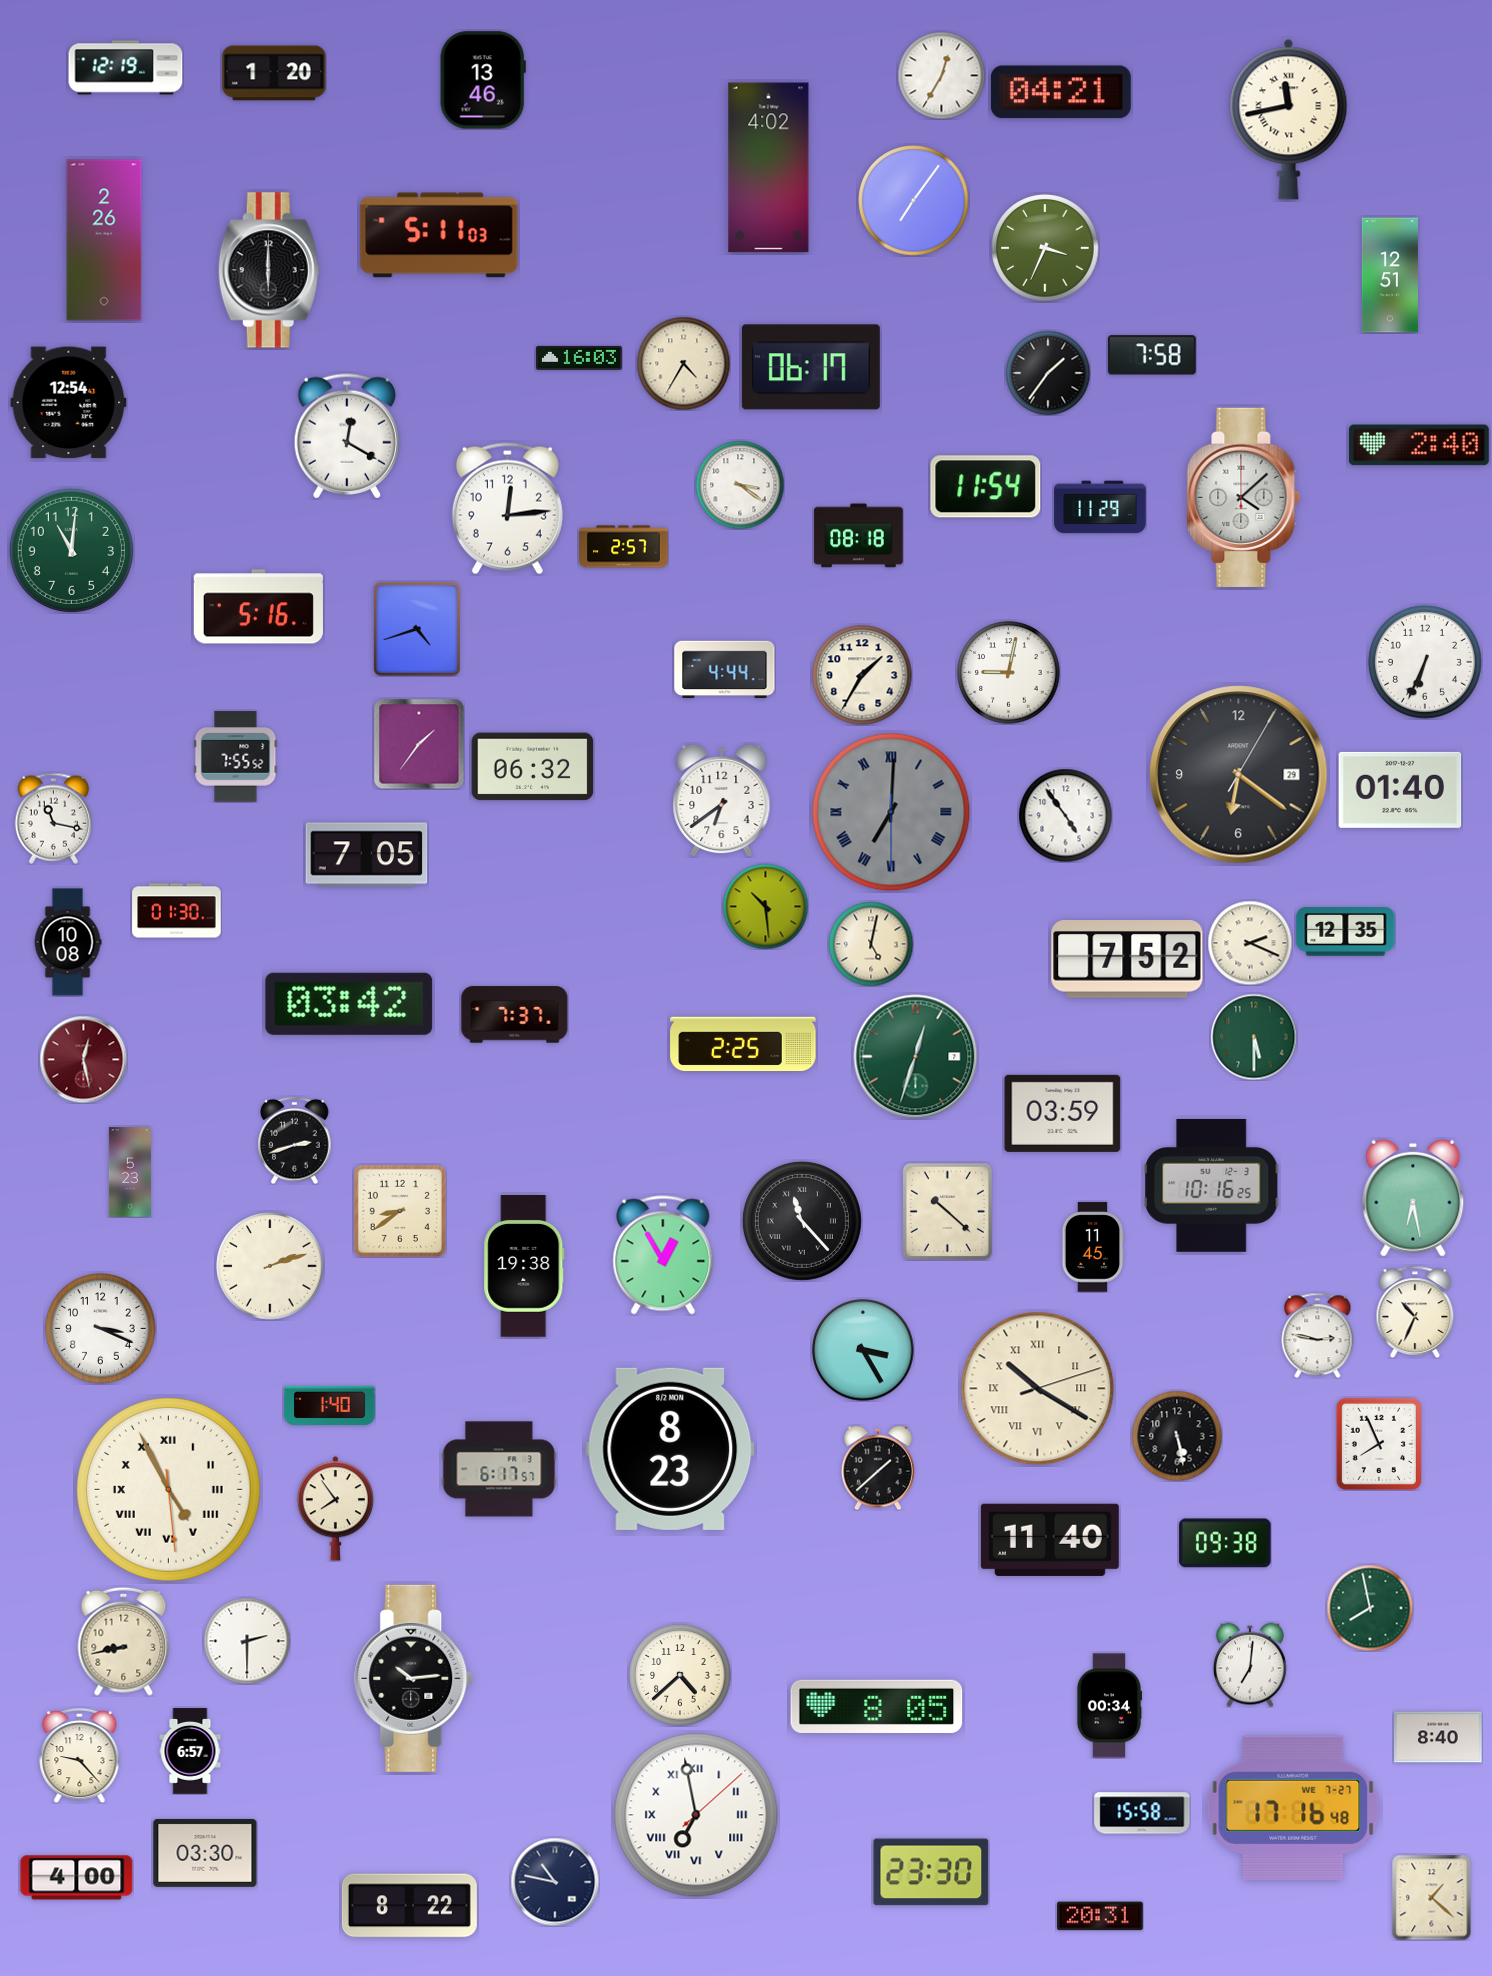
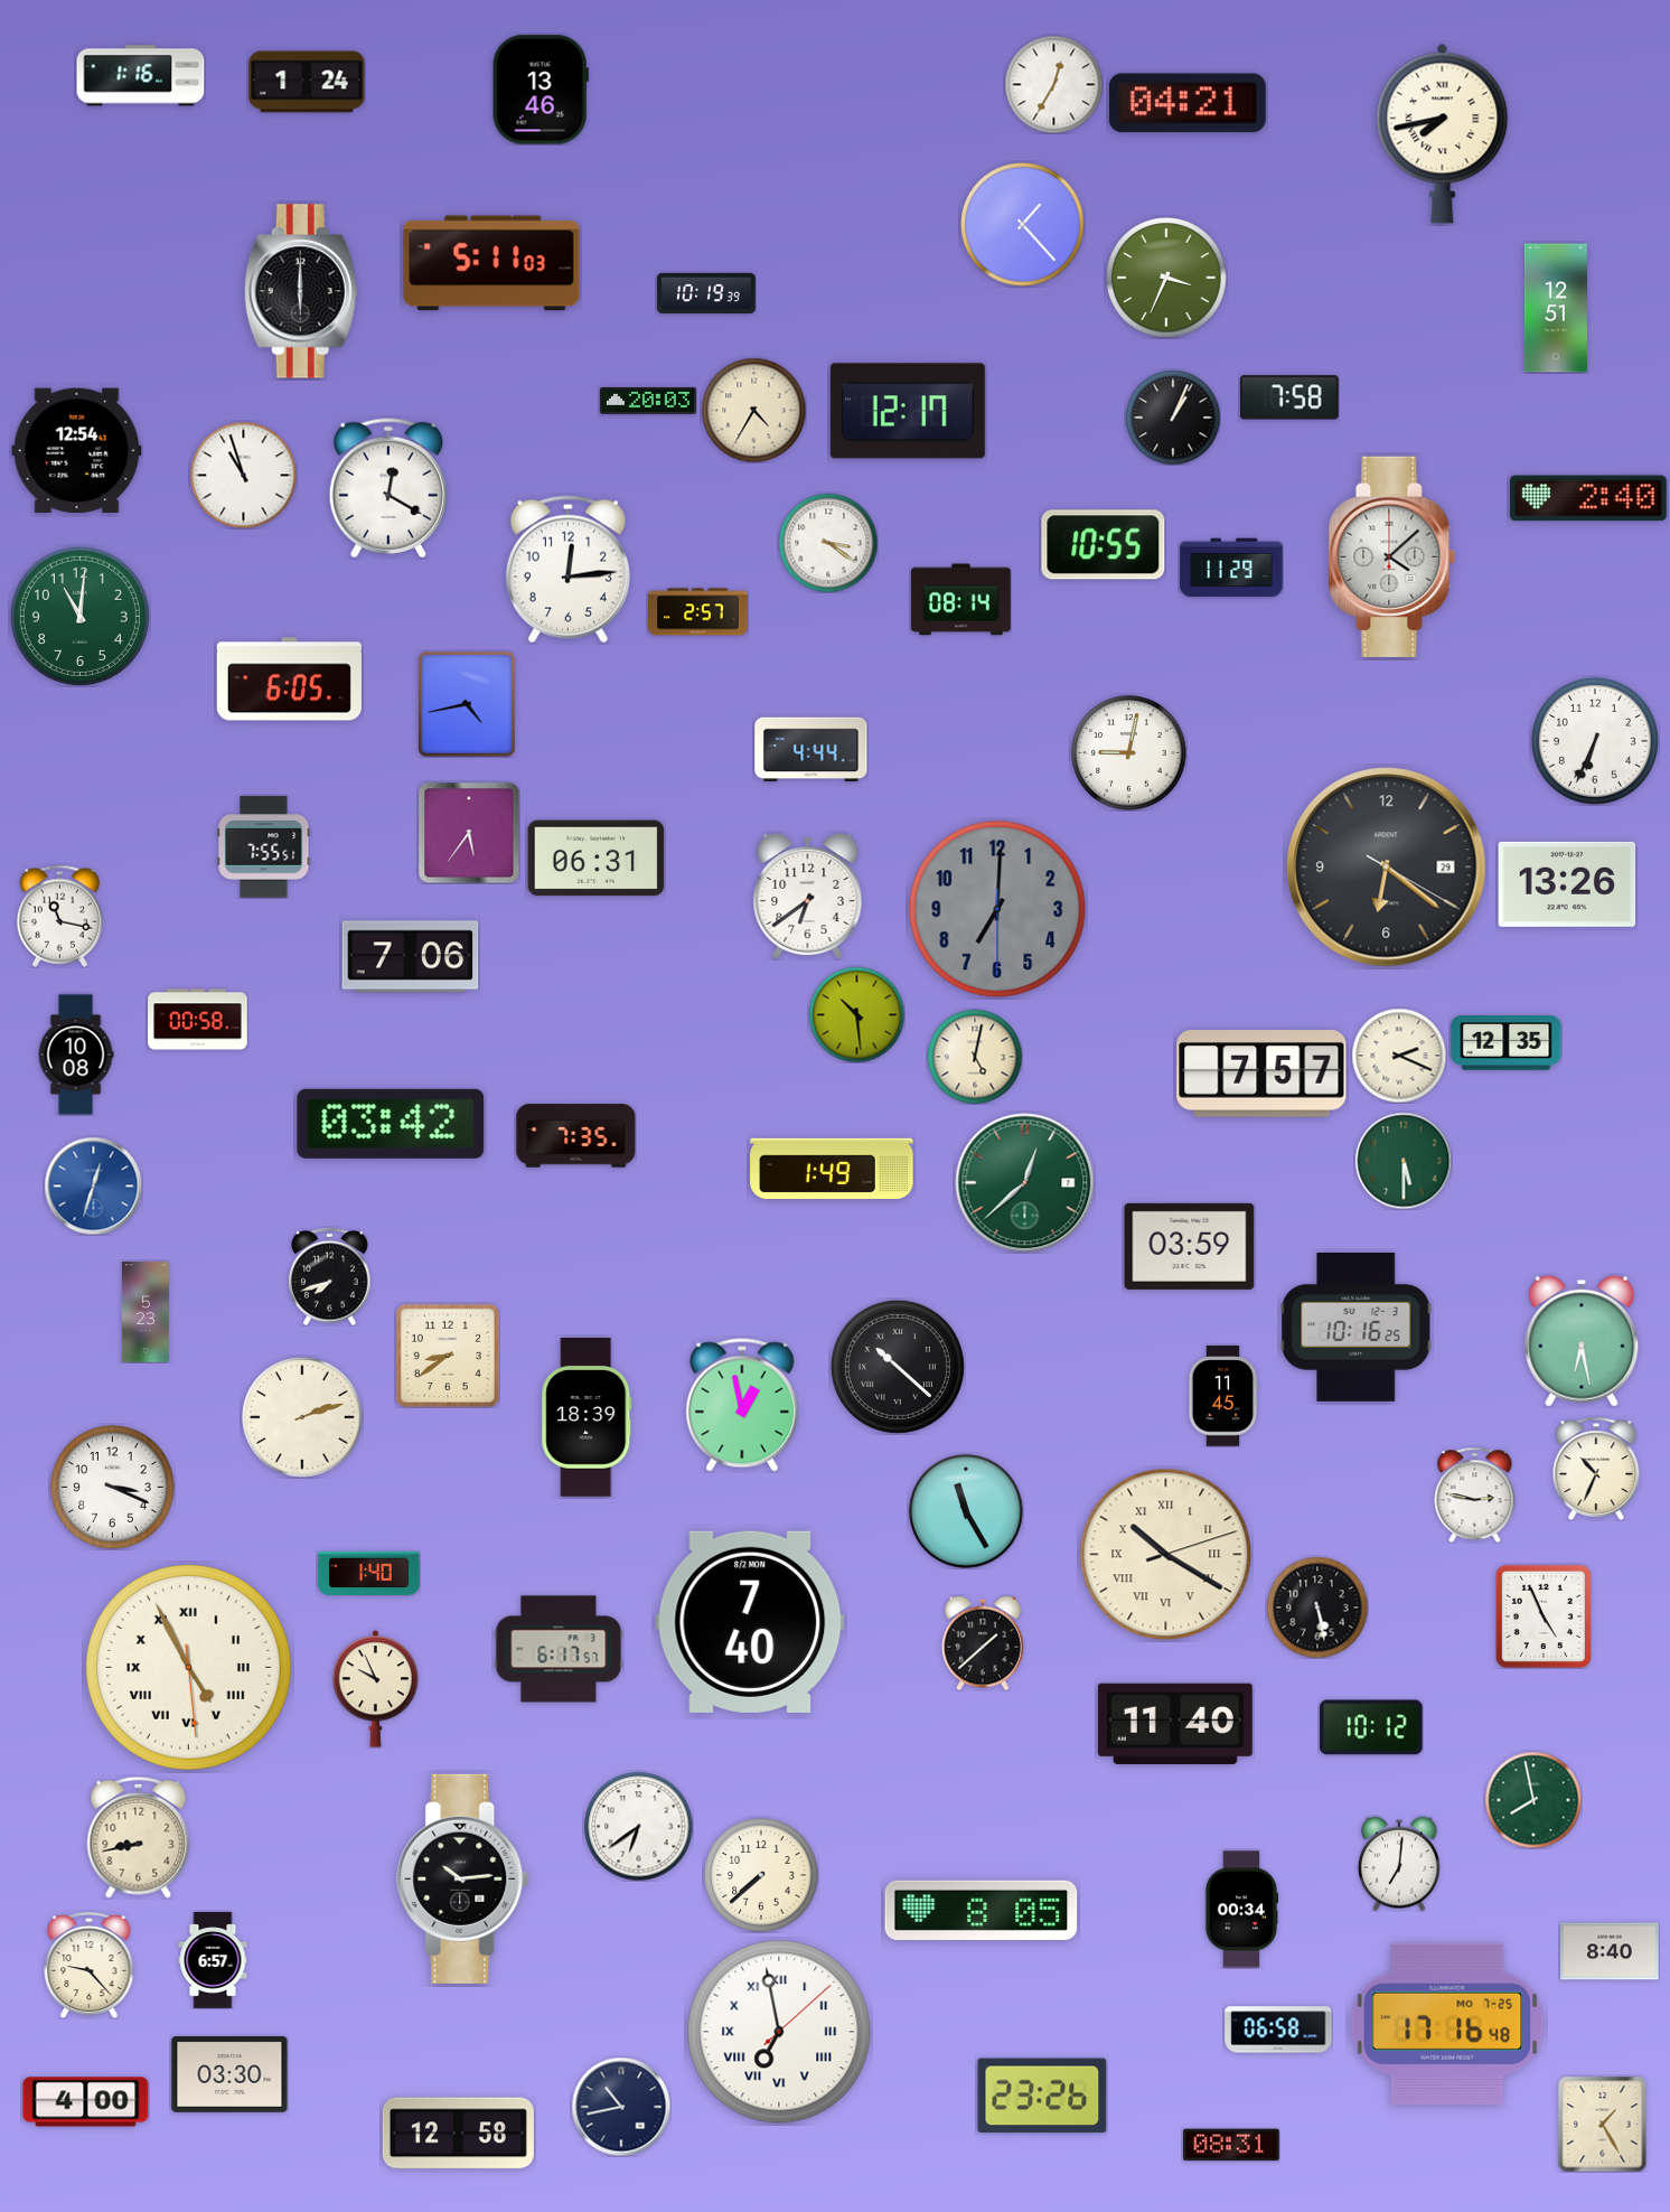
clock at (126, 68): 12:19 -> 1:16
clock at (274, 73): 1:20 -> 1:24
clock at (1289, 119): 11:43 -> 7:43
clock at (769, 168): 4:02 -> none
clock at (914, 201): 7:06 -> 1:23
clock at (104, 240): 2:26 -> none
clock at (1045, 248) position: (1045, 248) -> (1166, 278)
clock at (706, 292): none -> 10:19
clock at (269, 270) position: (269, 270) -> (301, 291)
clock at (580, 358): 16:03 -> 20:03
clock at (683, 363) position: (683, 363) -> (753, 410)
clock at (811, 367): 06:17 -> 12:17
clock at (1048, 373): 1:36 -> 1:04
clock at (243, 475): none -> 10:57
clock at (986, 487): 11:54 -> 10:55
clock at (859, 536): 08:18 -> 08:14
clock at (258, 607): 5:16 -> 6:05
clock at (417, 629): 4:42 -> 4:43
clock at (862, 675): 1:35 -> none
clock at (419, 744): 1:36 -> 5:36
clock at (236, 757): 7:55:52 -> 7:55:51
clock at (533, 767): 06:32 -> 06:31
clock at (1239, 775): 6:21:05 -> 6:21:20
clock at (1400, 790): 01:40 -> 13:26
clock at (891, 812) numerals: Roman -> Arabic
clock at (1065, 815): 4:54 -> none
clock at (367, 855): 7:05 -> 7:06
clock at (177, 911): 01:30 -> 00:58
clock at (1127, 960): 7:52 -> 7:57
clock at (515, 1015): 7:37 -> 7:35
clock at (743, 1043): 2:25 -> 1:49
clock at (916, 1057): 12:33 -> 12:38
clock at (83, 1059): 12:28 -> 12:33
clock at (83, 1059) dial: burgundy -> blue
clock at (295, 1140): 2:42 -> 7:42
clock at (947, 1211): 10:22 -> none
clock at (802, 1221): 11:23 -> 10:22
clock at (663, 1255): 12:55 -> 12:58
clock at (524, 1266): 19:38 -> 18:39
clock at (1415, 1312) position: (1415, 1312) -> (1596, 1469)
clock at (863, 1350): 3:25 -> 11:25
clock at (1038, 1389) position: (1038, 1389) -> (1166, 1555)
clock at (1379, 1444): 7:56 -> 4:56
clock at (670, 1449): 8:23 -> 7:40
clock at (499, 1469) position: (499, 1469) -> (559, 1649)
clock at (336, 1509): 7:54 -> 9:56
clock at (1225, 1543): 09:38 -> 10:12
clock at (638, 1826): none -> 6:39
clock at (247, 1641): 2:30 -> none
clock at (680, 1675): 4:38 -> 7:38
clock at (1438, 1737) position: (1438, 1737) -> (1610, 1951)
clock at (1293, 1808) date: WE 7-27 -> MO 7-25
clock at (1142, 1813): 15:58 -> 06:58
clock at (931, 1872): 23:30 -> 23:26
clock at (555, 1882): 10:47 -> 10:43
clock at (1432, 1897): 1:22 -> 1:25
clock at (409, 1906): 8:22 -> 12:58
clock at (1101, 1916): 20:31 -> 08:31
